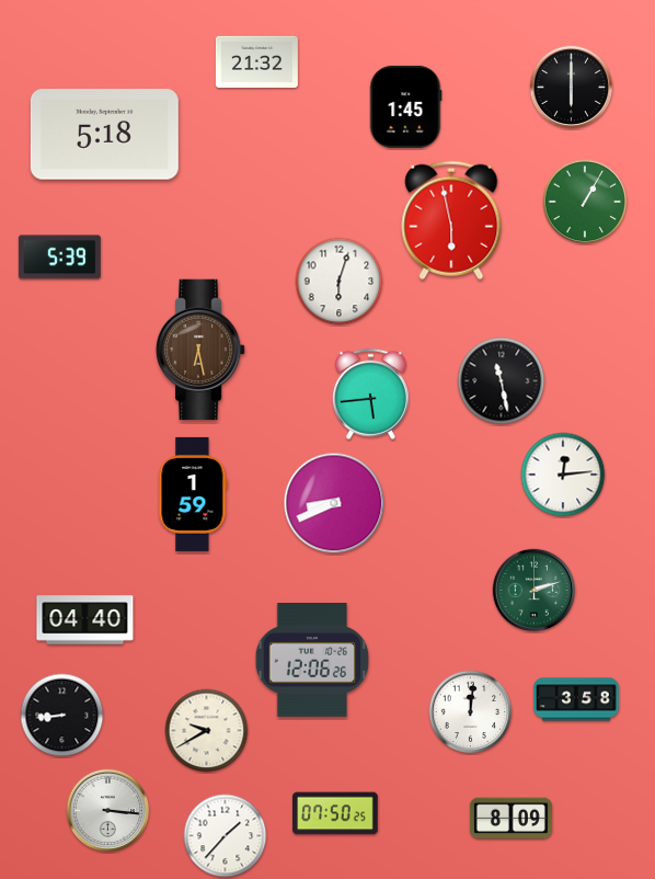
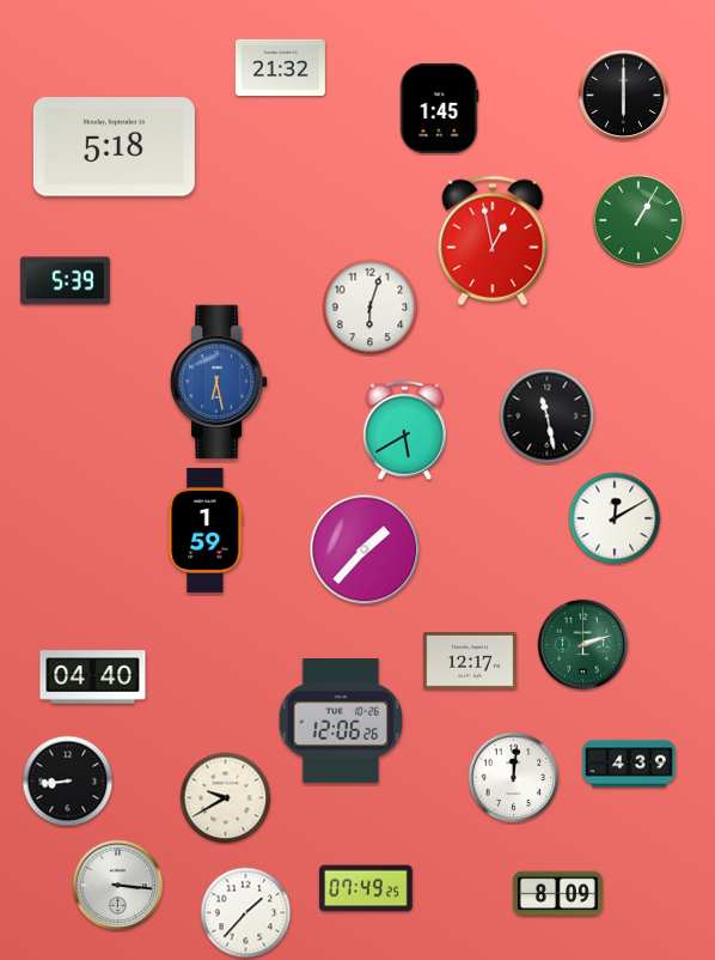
clock at (405, 106) position: (405, 106) -> (439, 108)
clock at (451, 220): 5:58 -> 12:58
clock at (200, 350) dial: brown -> blue
clock at (370, 393): 5:44 -> 5:40
clock at (563, 475): 12:14 -> 12:10
clock at (193, 494) position: (193, 494) -> (206, 530)
clock at (334, 503): 8:41 -> 1:37
clock at (470, 662): none -> 12:17
clock at (576, 699): 3:58 -> 4:39
clock at (335, 813): 07:50 -> 07:49
